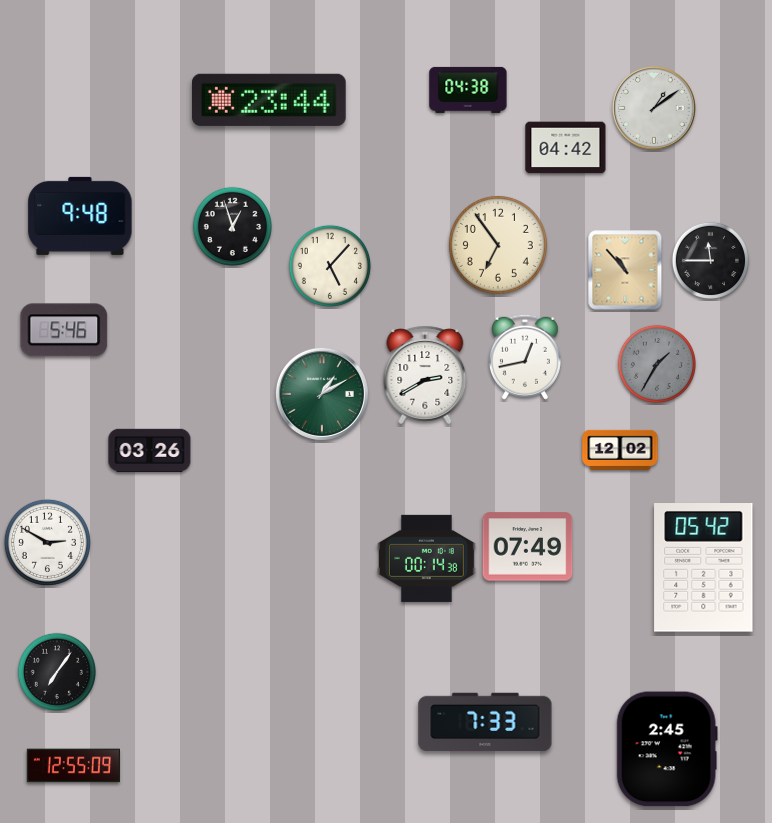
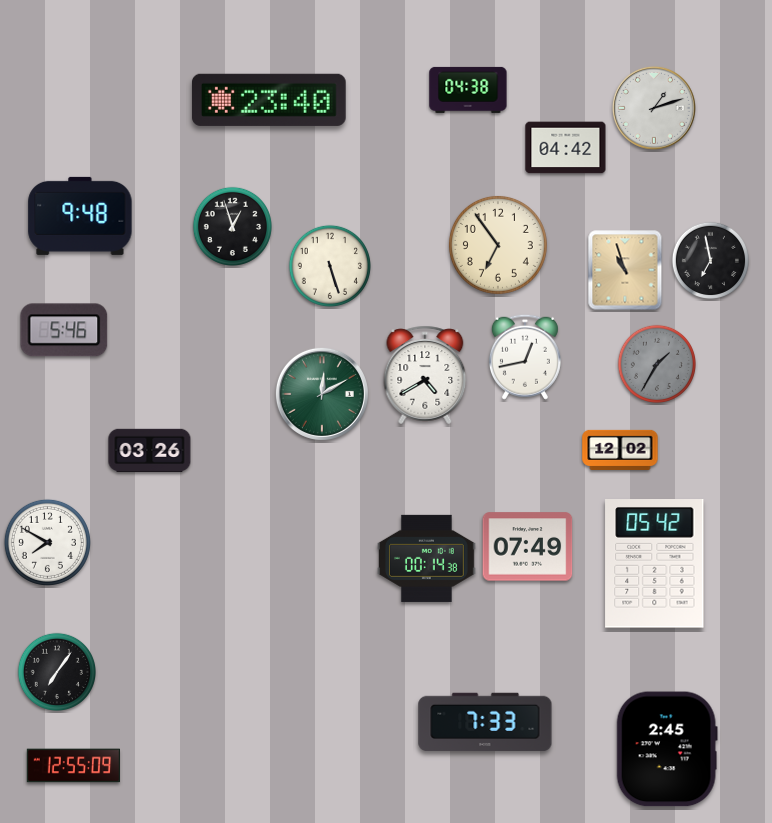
clock at (269, 100): 23:44 -> 23:40
clock at (654, 108): 1:09 -> 1:12
clock at (710, 260): 11:45 -> 6:58
clock at (330, 266): 5:07 -> 5:27
clock at (625, 270): 10:53 -> 10:57
clock at (425, 375): 2:40 -> 4:40
clock at (322, 394): 1:10 -> 12:10
clock at (47, 542): 2:50 -> 7:50
clock at (704, 568) position: (704, 568) -> (655, 564)
